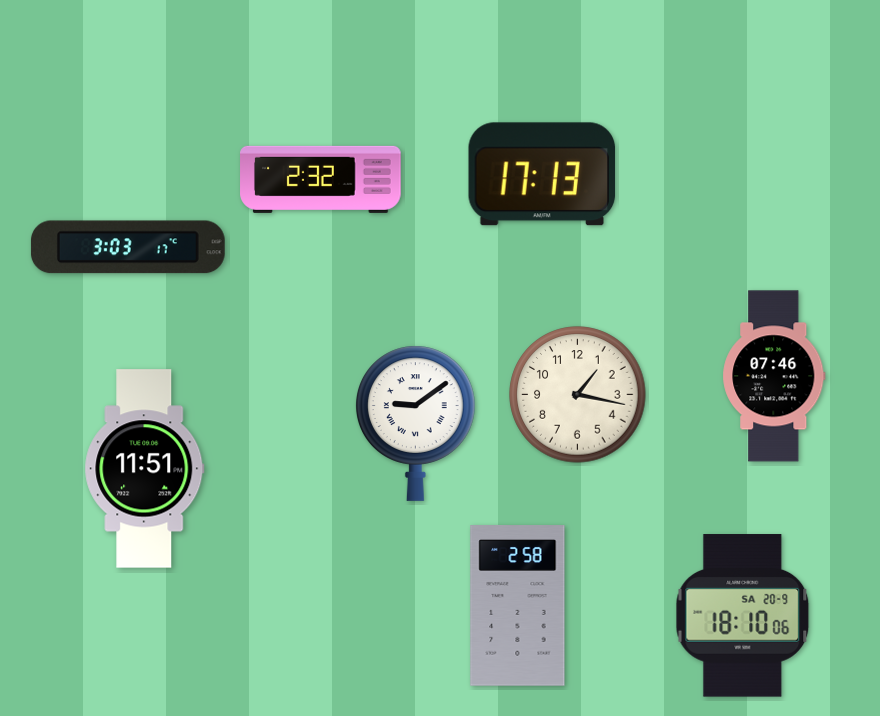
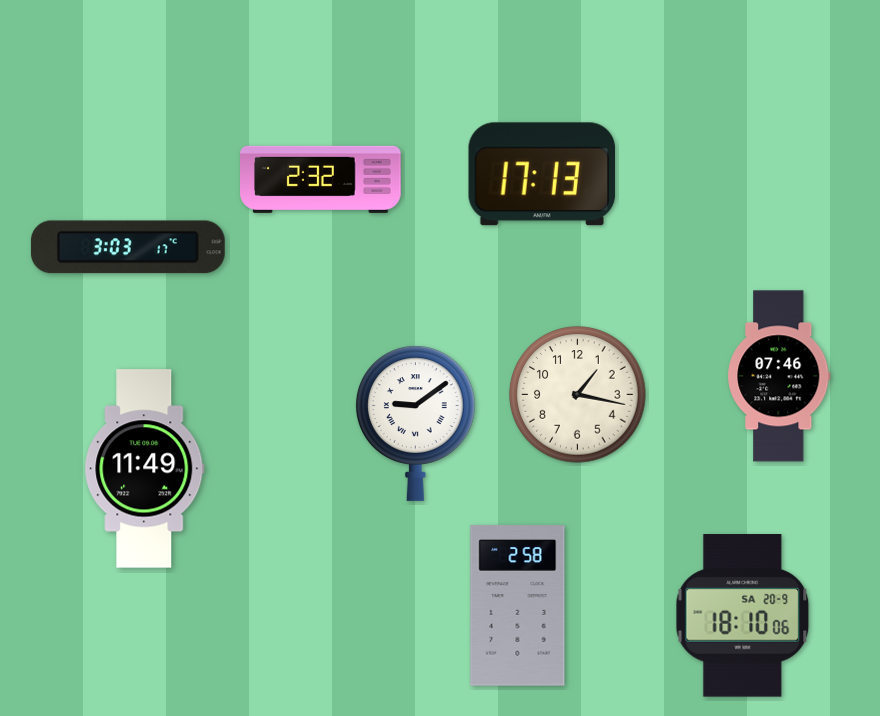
clock at (774, 376) position: (774, 376) -> (779, 376)
clock at (145, 469): 11:51 -> 11:49
